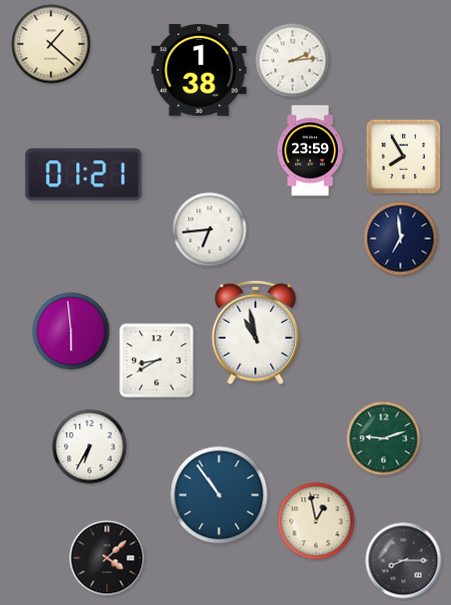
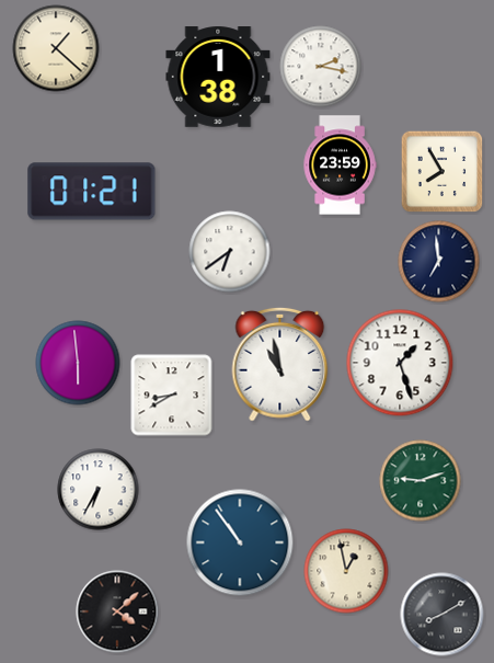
clock at (293, 61): 2:14 -> 2:17
clock at (210, 230): 6:44 -> 6:39
clock at (400, 363): none -> 1:27
clock at (404, 561): 8:15 -> 8:10
